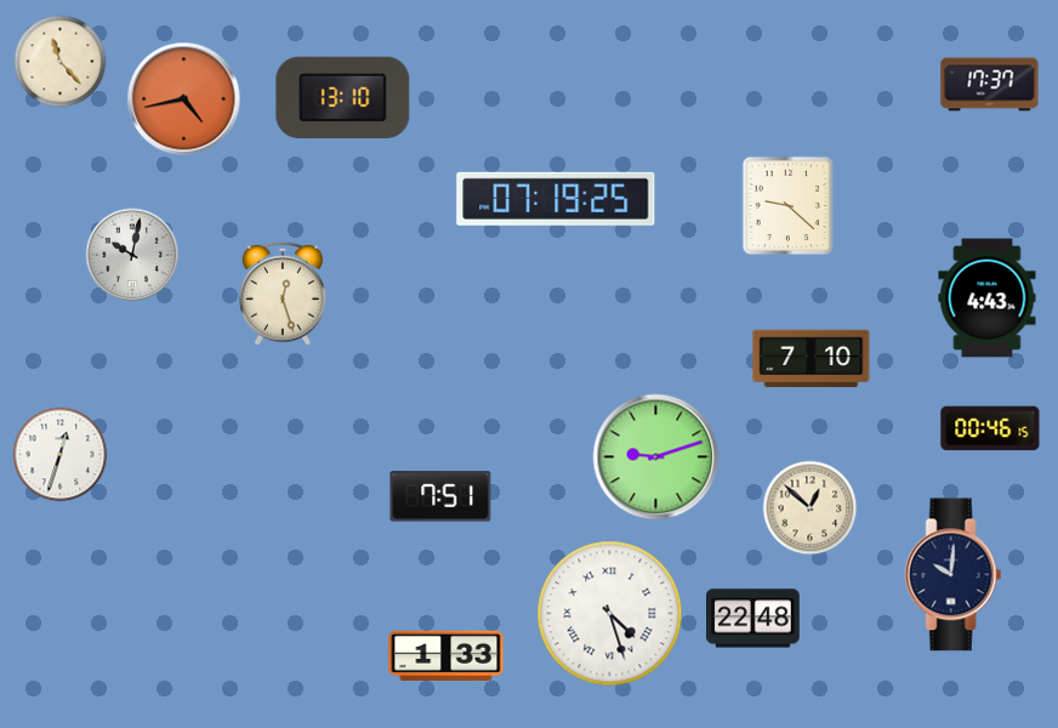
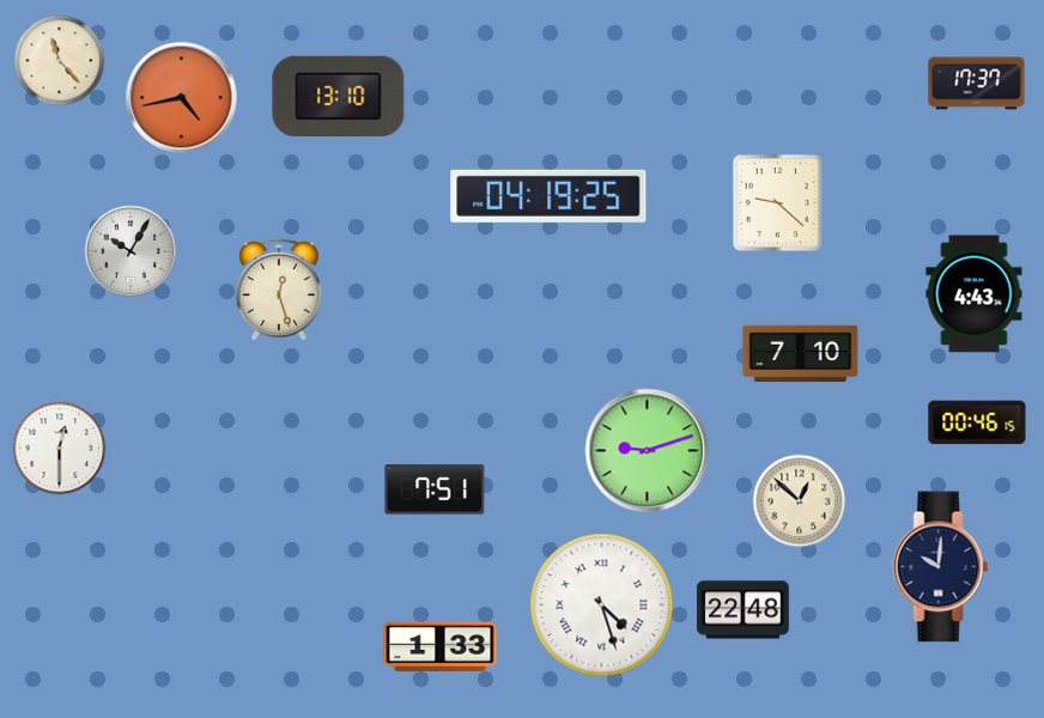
clock at (556, 199): 07:19 -> 04:19
clock at (132, 255): 10:02 -> 10:05
clock at (61, 455): 12:33 -> 12:30
